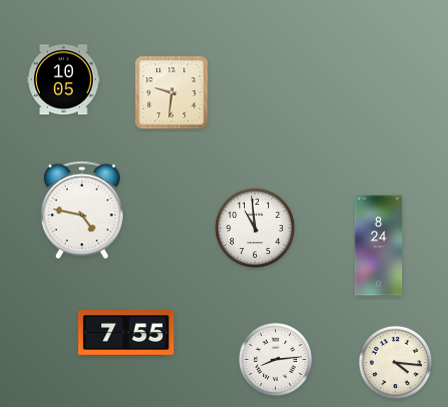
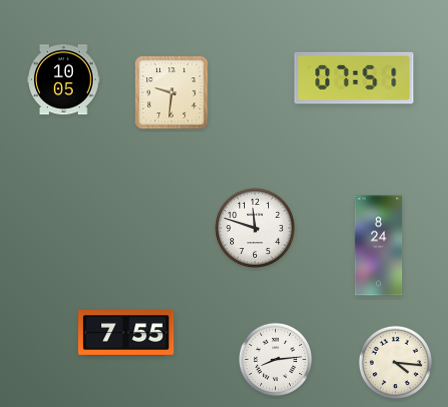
clock at (354, 78): none -> 07:51
clock at (82, 210): 4:47 -> none
clock at (255, 228): 10:59 -> 11:48
